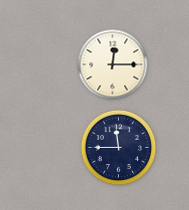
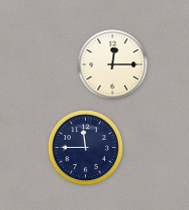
clock at (119, 148) position: (119, 148) -> (86, 148)
